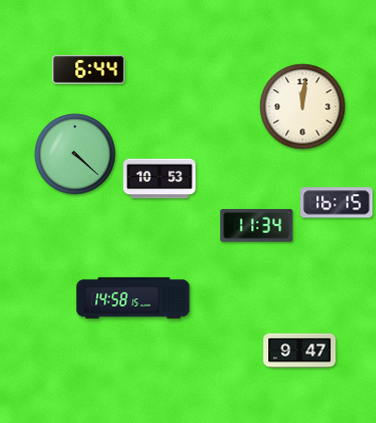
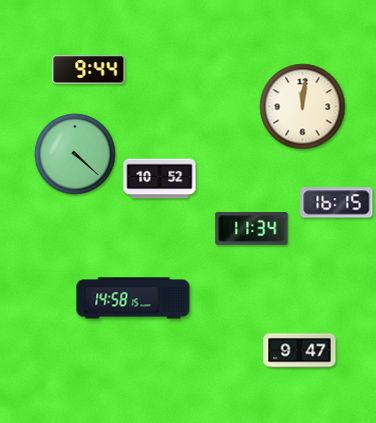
clock at (89, 70): 6:44 -> 9:44
clock at (160, 179): 10:53 -> 10:52
clock at (257, 226) position: (257, 226) -> (252, 229)
